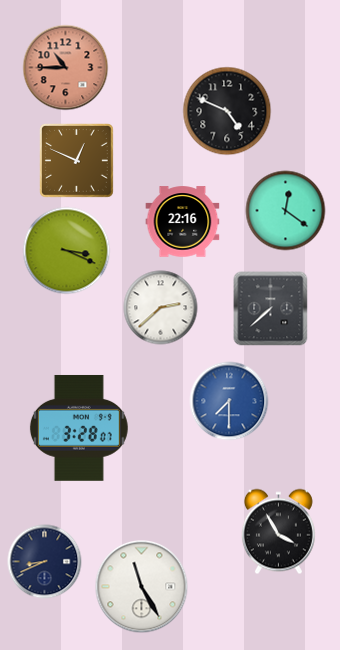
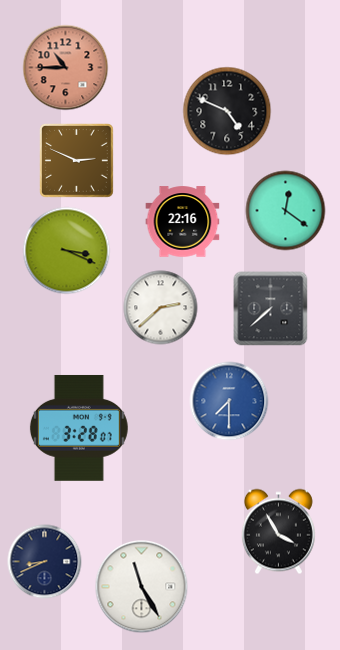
clock at (77, 161): 12:49 -> 2:49
